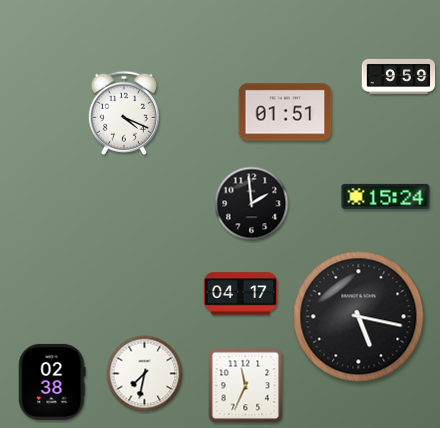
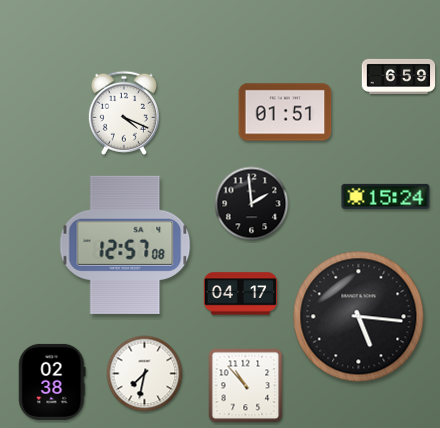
clock at (399, 76): 9:59 -> 6:59
clock at (125, 245): none -> 12:57
clock at (359, 317): 5:17 -> 5:16
clock at (246, 386): 11:34 -> 10:53
